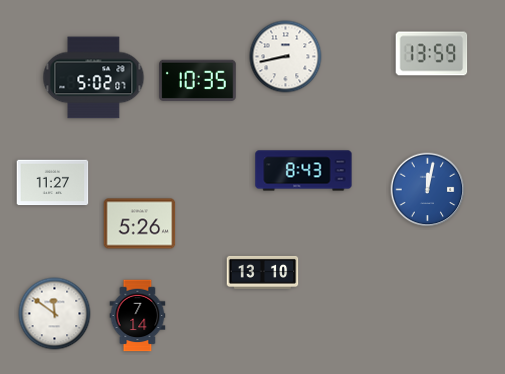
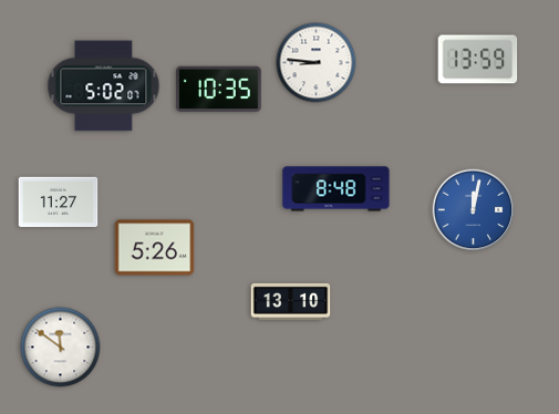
clock at (286, 57): 8:43 -> 8:46
clock at (304, 171): 8:43 -> 8:48
clock at (138, 316): 7:14 -> none
